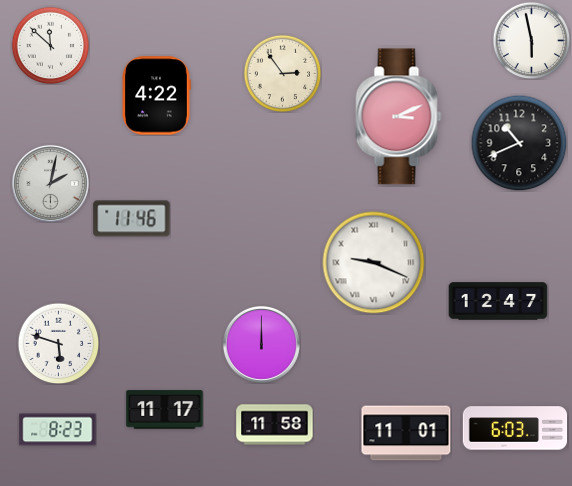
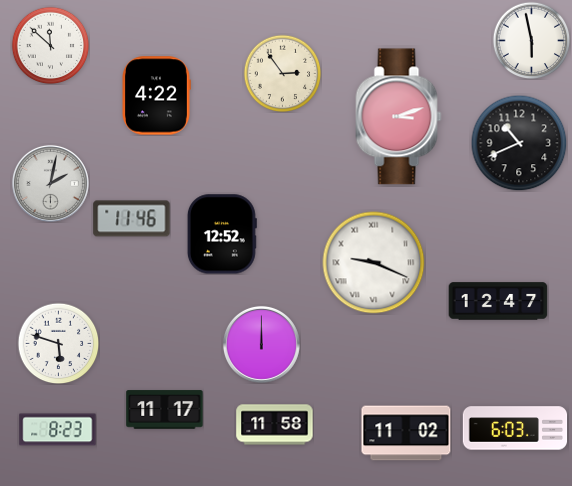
clock at (399, 117): 3:11 -> 3:12
clock at (222, 234): none -> 12:52
clock at (406, 433): 11:01 -> 11:02
